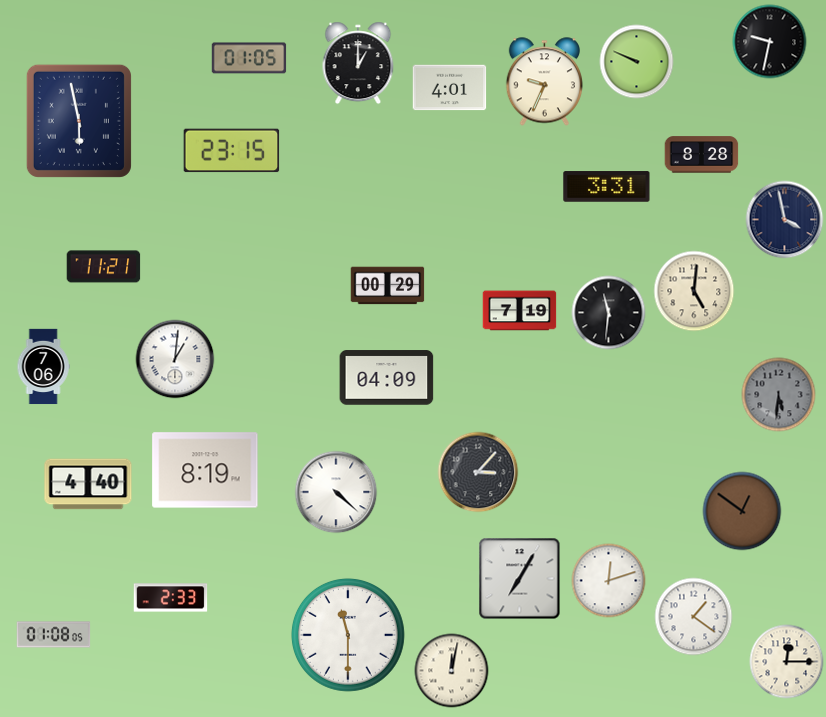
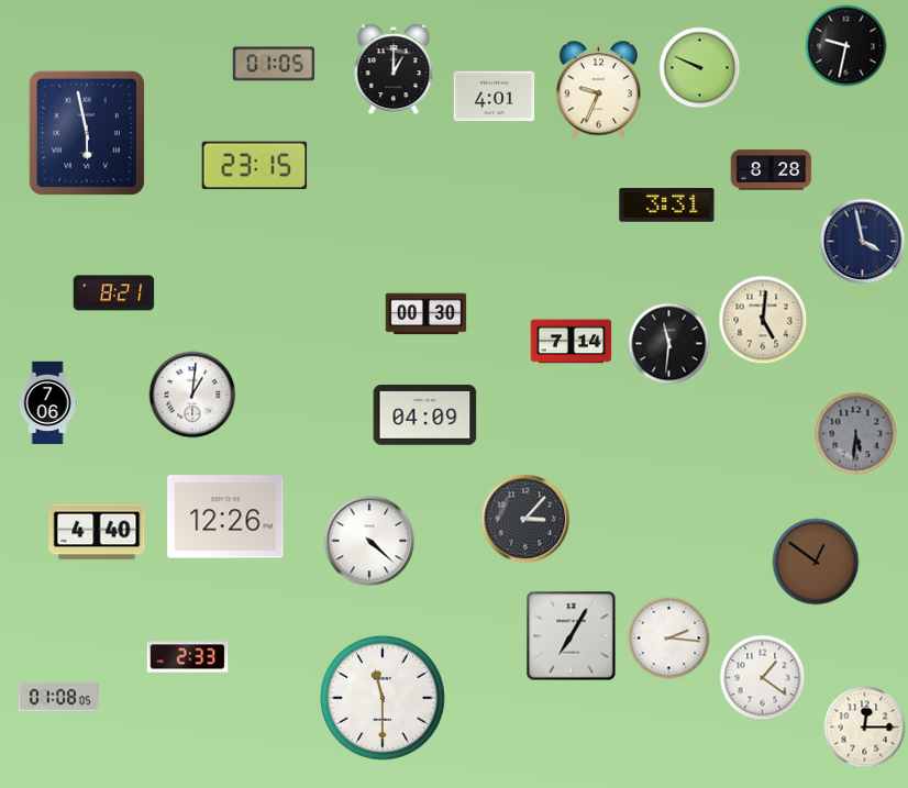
clock at (104, 267): 11:21 -> 8:21
clock at (388, 286): 00:29 -> 00:30
clock at (520, 311): 7:19 -> 7:14
clock at (205, 470): 8:19 -> 12:26
clock at (609, 581): 12:12 -> 2:16
clock at (452, 671): 12:02 -> none
